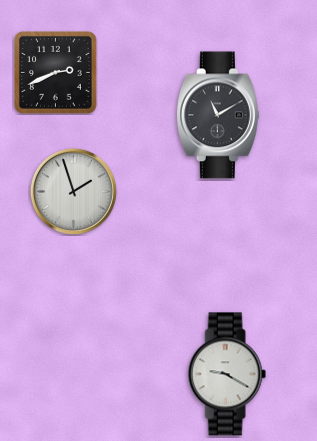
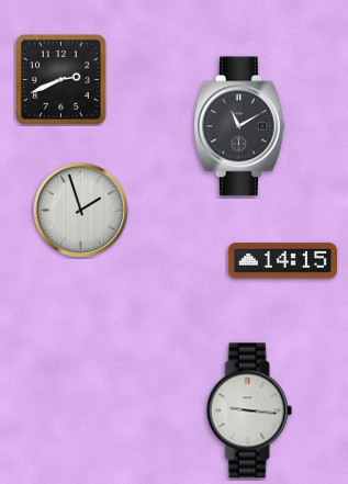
clock at (282, 261): none -> 14:15
clock at (227, 374): 9:20 -> 9:16
